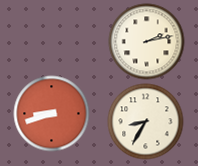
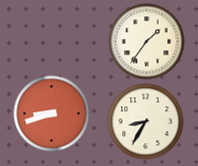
clock at (147, 42): 2:13 -> 1:36
